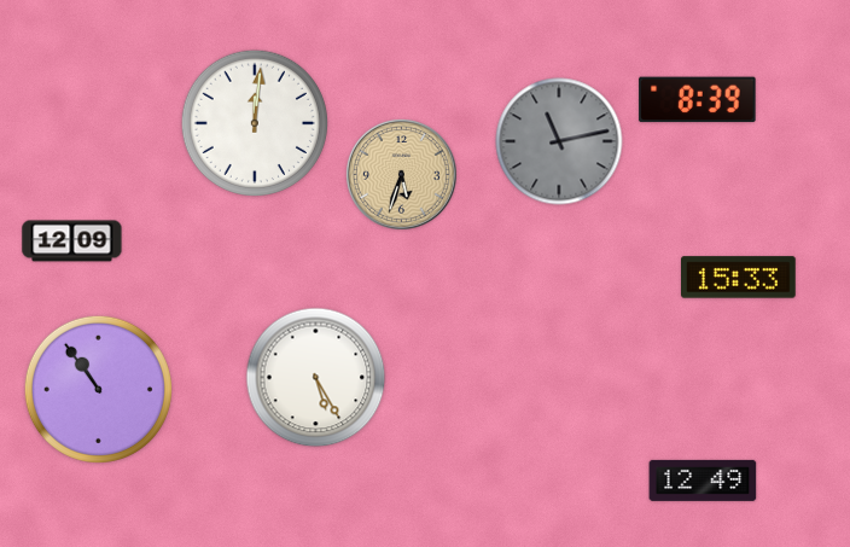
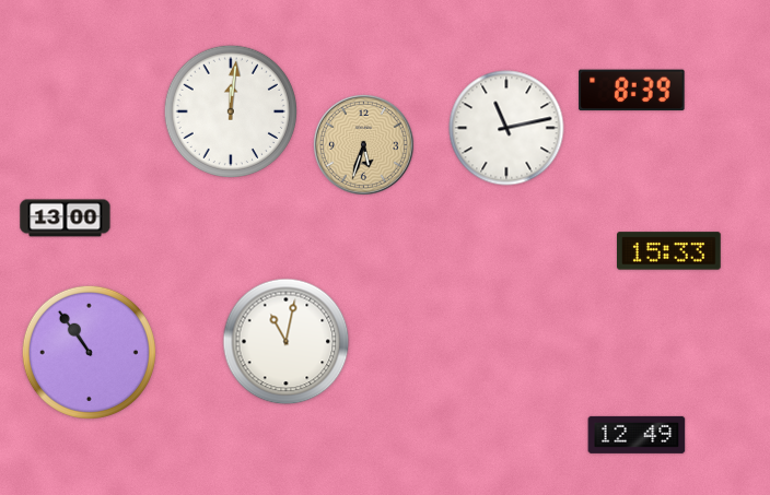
clock at (559, 141) dial: grey -> white
clock at (401, 174) position: (401, 174) -> (363, 144)
clock at (72, 242): 12:09 -> 13:00
clock at (316, 378): 5:25 -> 11:02
